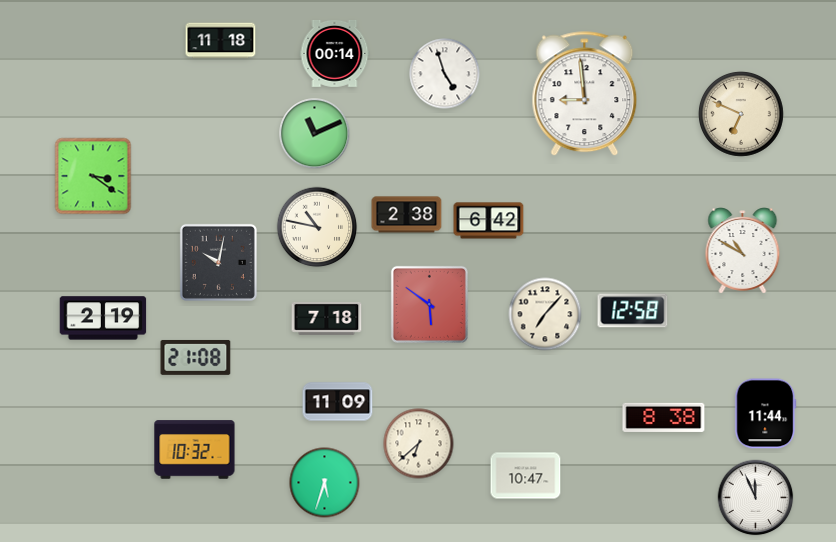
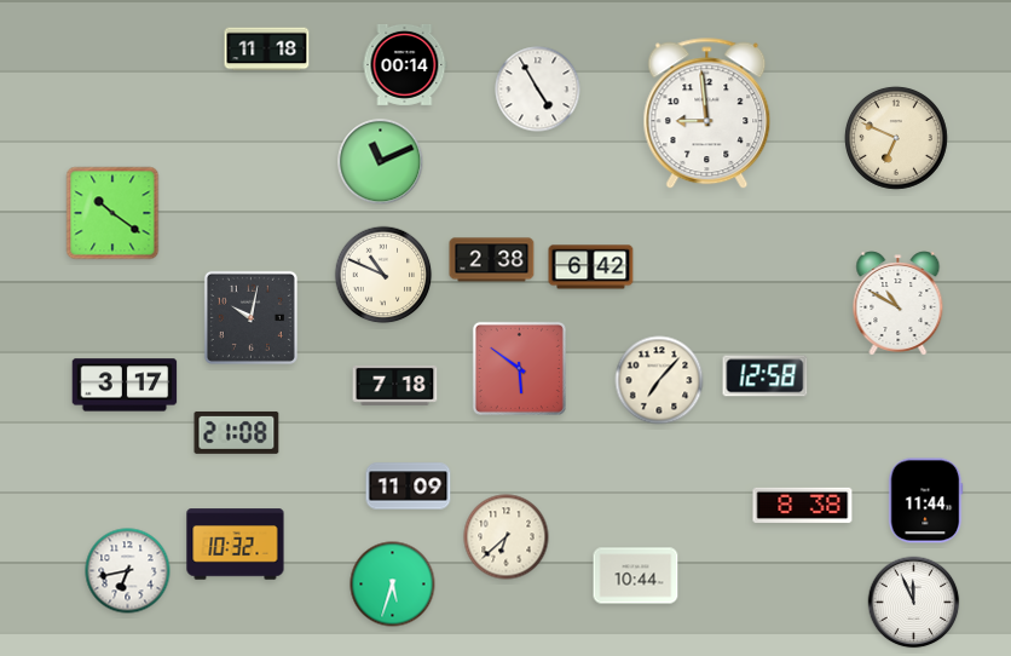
clock at (445, 74): 4:57 -> 4:55
clock at (93, 176): 3:21 -> 10:21
clock at (317, 227): 10:47 -> 10:49
clock at (218, 262) position: (218, 262) -> (250, 317)
clock at (103, 318): 2:19 -> 3:17
clock at (128, 571): none -> 6:43
clock at (526, 476): 10:47 -> 10:44
